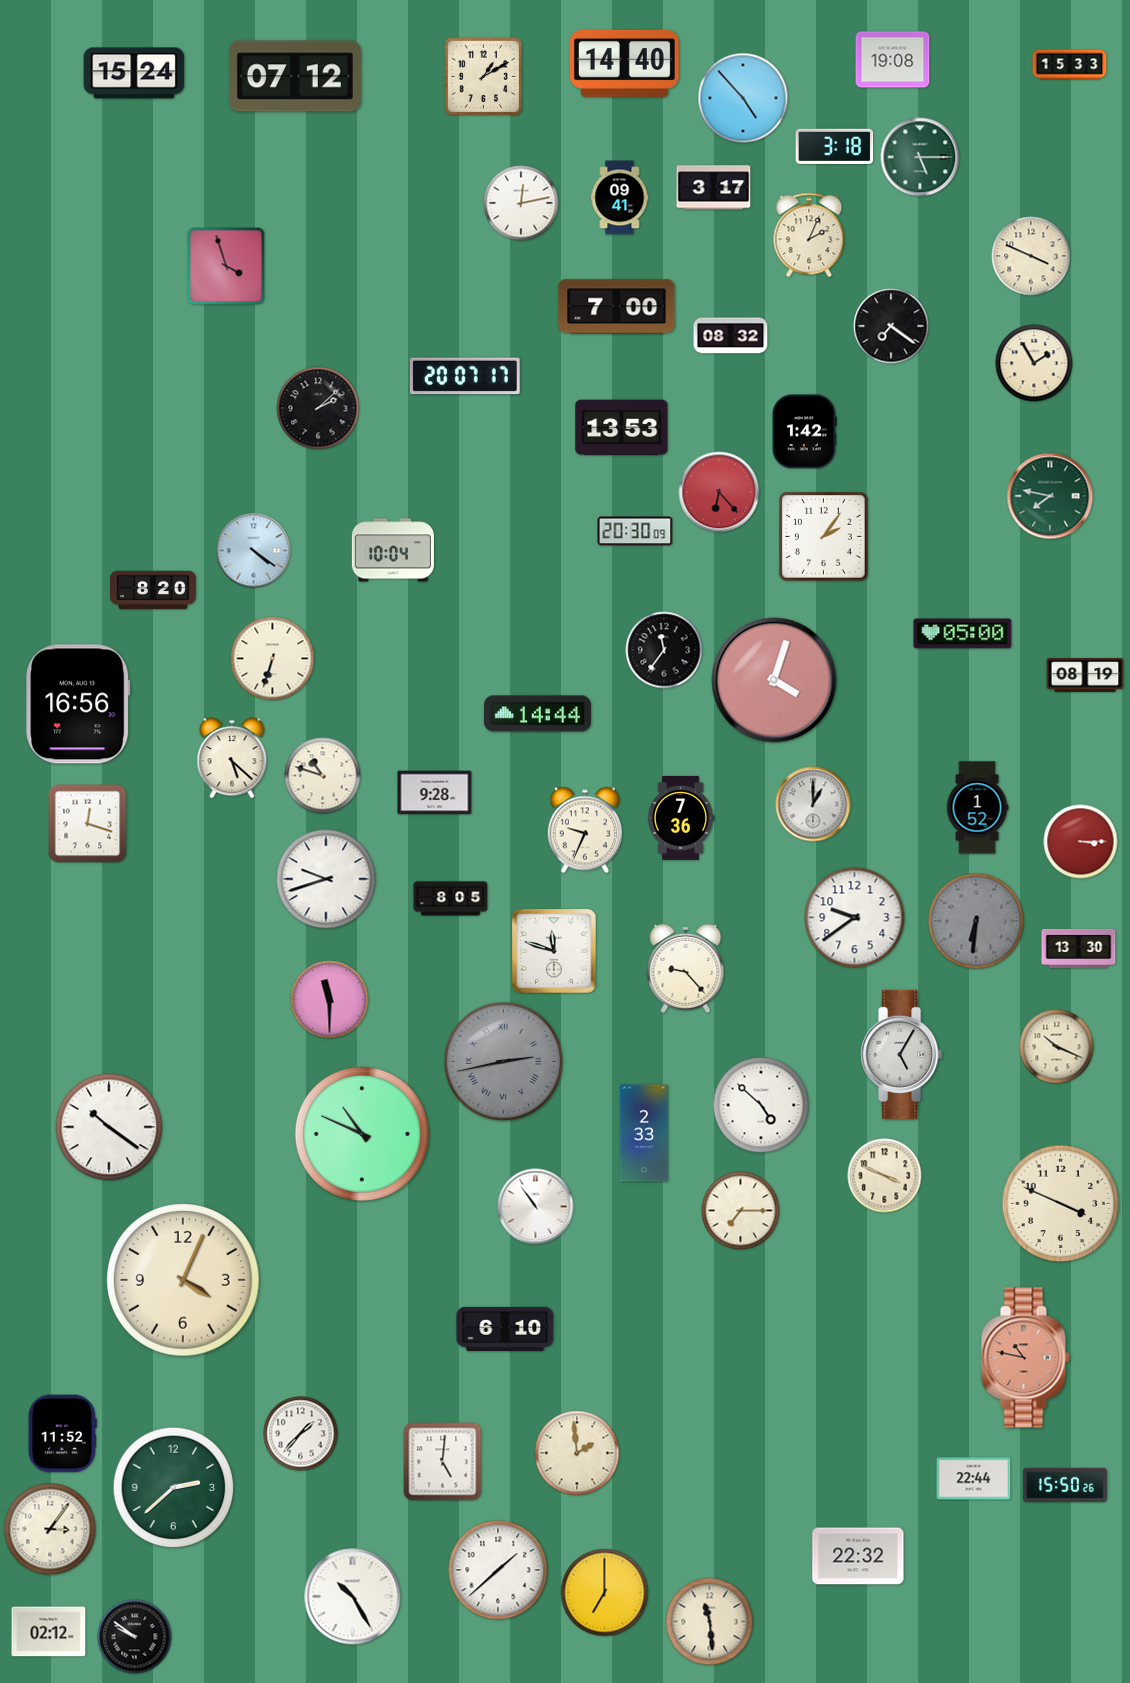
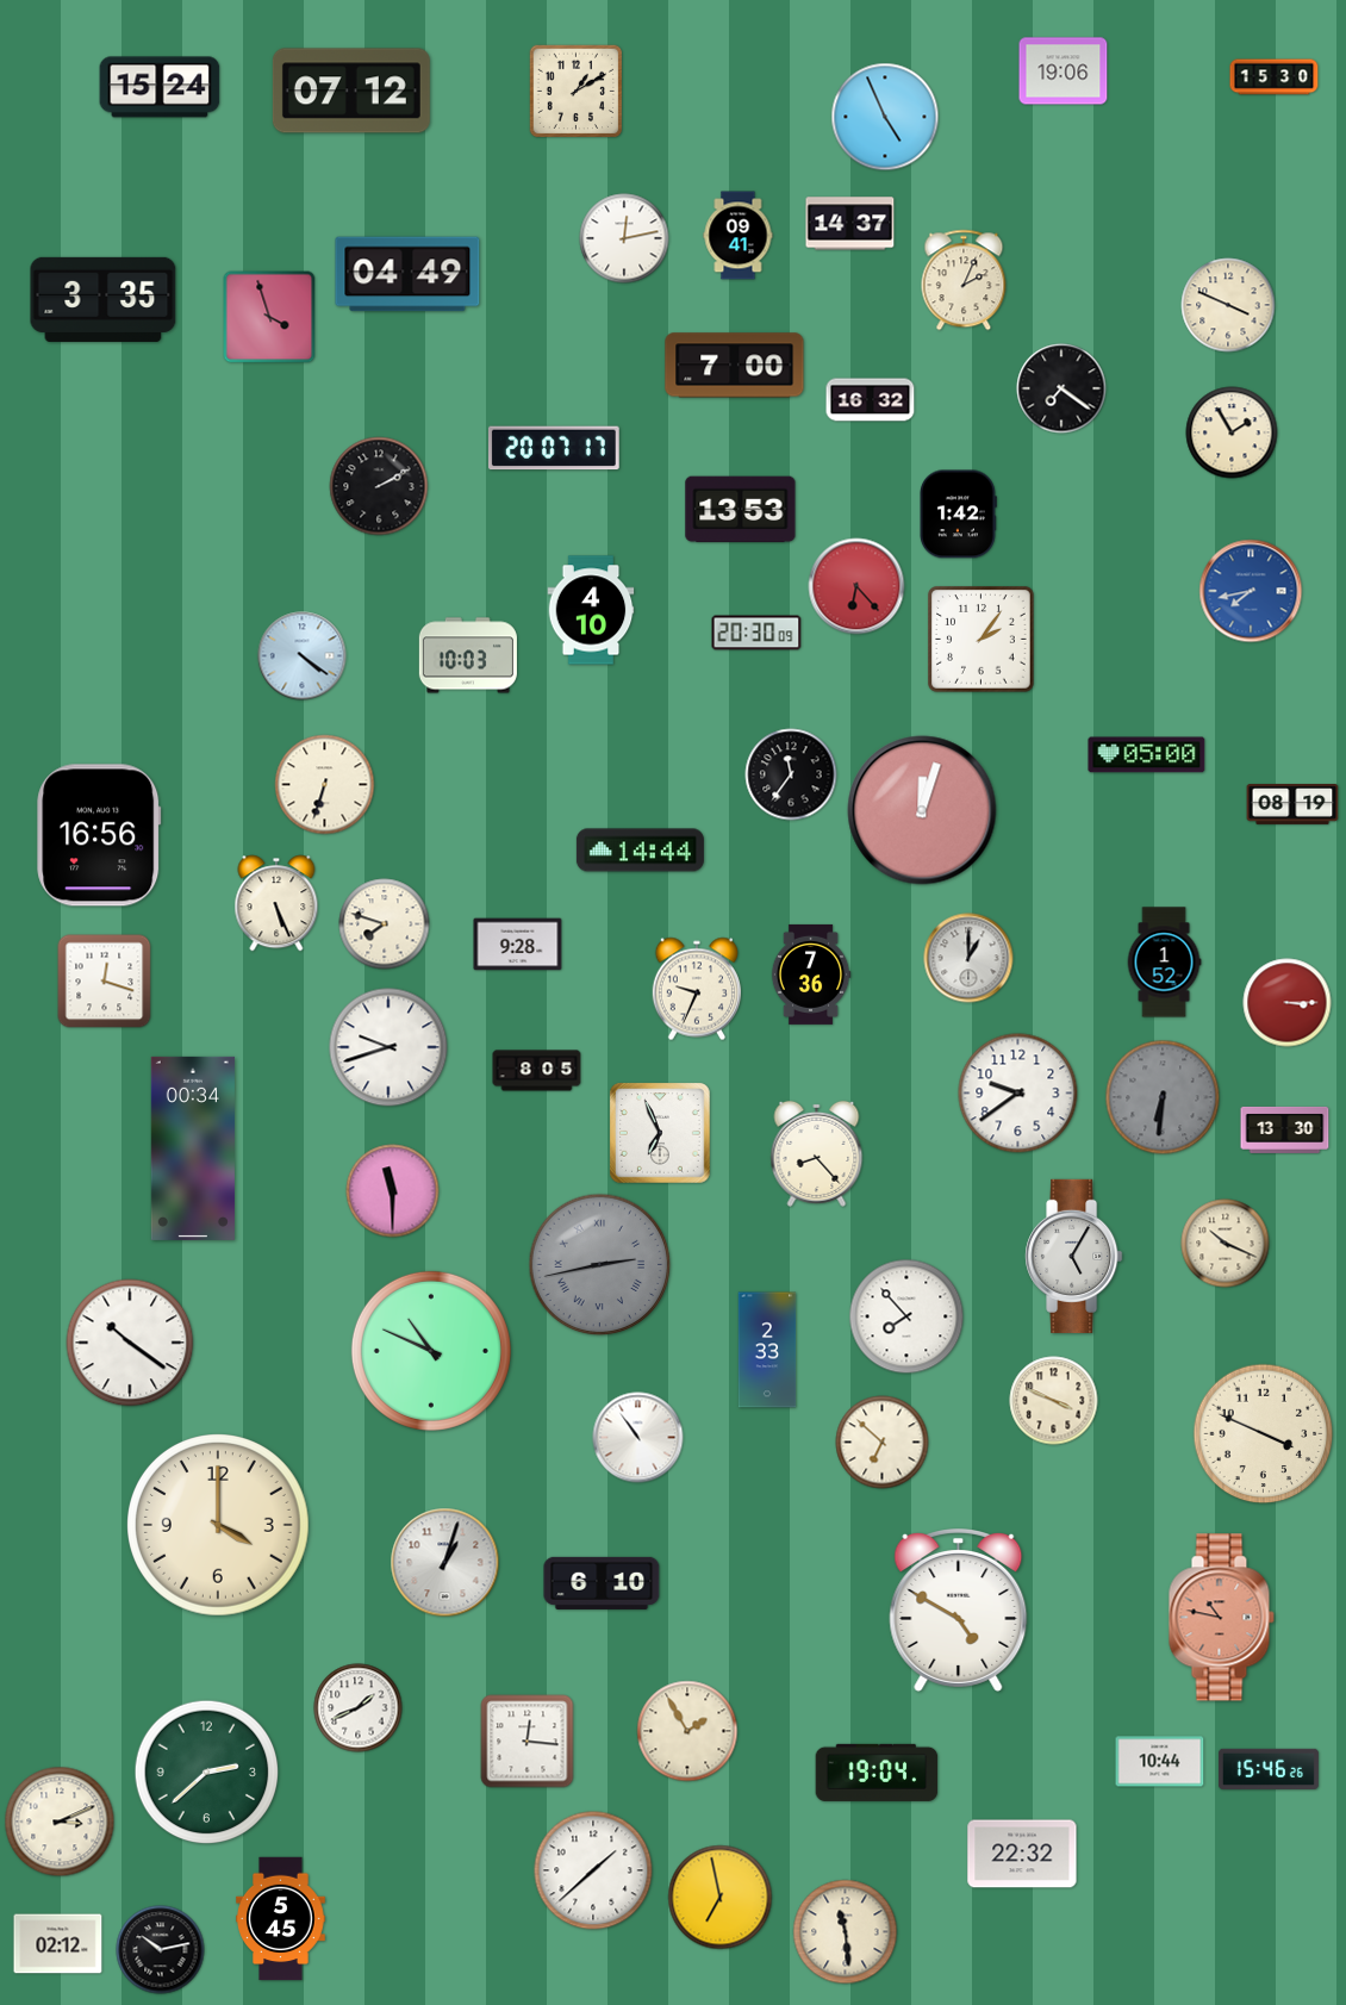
clock at (893, 60): 19:08 -> 19:06
clock at (624, 63): 14:40 -> none
clock at (1070, 65): 15:33 -> 15:30
clock at (743, 98): 4:53 -> 4:56
clock at (835, 146): 3:18 -> none
clock at (920, 157): 5:15 -> none
clock at (714, 188): 3:17 -> 14:37
clock at (521, 203) position: (521, 203) -> (624, 238)
clock at (407, 274): none -> 04:49
clock at (104, 299): none -> 3:35
clock at (731, 336): 08:32 -> 16:32
clock at (318, 408): 2:08 -> 2:10
clock at (1050, 496): 7:47 -> 7:43
clock at (1050, 496) dial: green -> blue
clock at (591, 610): none -> 4:10
clock at (393, 550): 10:04 -> 10:03
clock at (153, 590): 8:20 -> none
clock at (774, 680): 4:03 -> 12:03
clock at (78, 704) position: (78, 704) -> (99, 835)
clock at (232, 758): 5:22 -> 5:26
clock at (323, 776): 10:48 -> 7:48
clock at (555, 952): 11:48 -> 6:56
clock at (193, 1148): none -> 00:34
clock at (686, 968): 9:23 -> 8:23
clock at (1057, 1047) position: (1057, 1047) -> (1226, 1244)
clock at (761, 1105): 4:52 -> 7:53
clock at (741, 1211): 7:15 -> 6:52
clock at (184, 1281): 4:04 -> 4:00
clock at (445, 1563): none -> 1:03
clock at (959, 1611): none -> 4:50
clock at (62, 1434): 11:52 -> none
clock at (301, 1434): 1:37 -> 1:41
clock at (577, 1453): 1:59 -> 1:55
clock at (443, 1462): 5:01 -> 12:16
clock at (974, 1479): 22:44 -> 10:44
clock at (1065, 1484): 15:50 -> 15:46
clock at (877, 1773): none -> 19:04
clock at (50, 1529): 3:06 -> 3:11
clock at (605, 1593): 7:00 -> 6:58
clock at (353, 1597): 10:25 -> none
clock at (281, 1919): none -> 5:45
clock at (135, 1637): 9:51 -> 10:13
